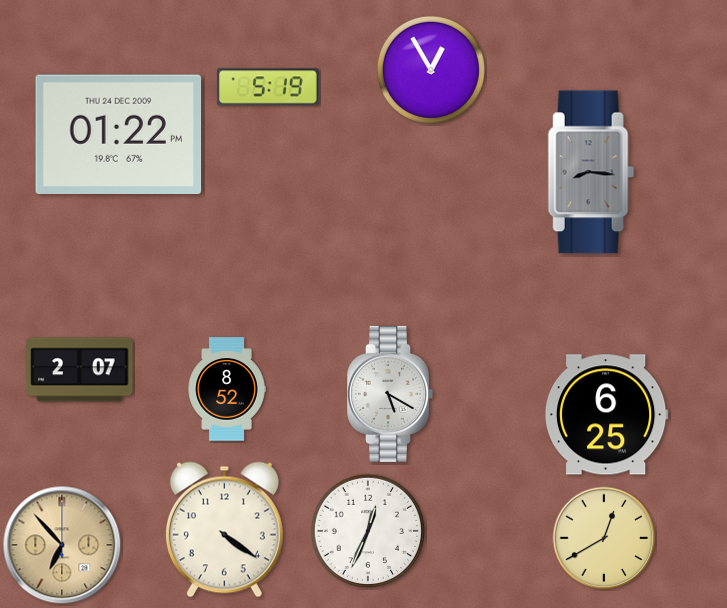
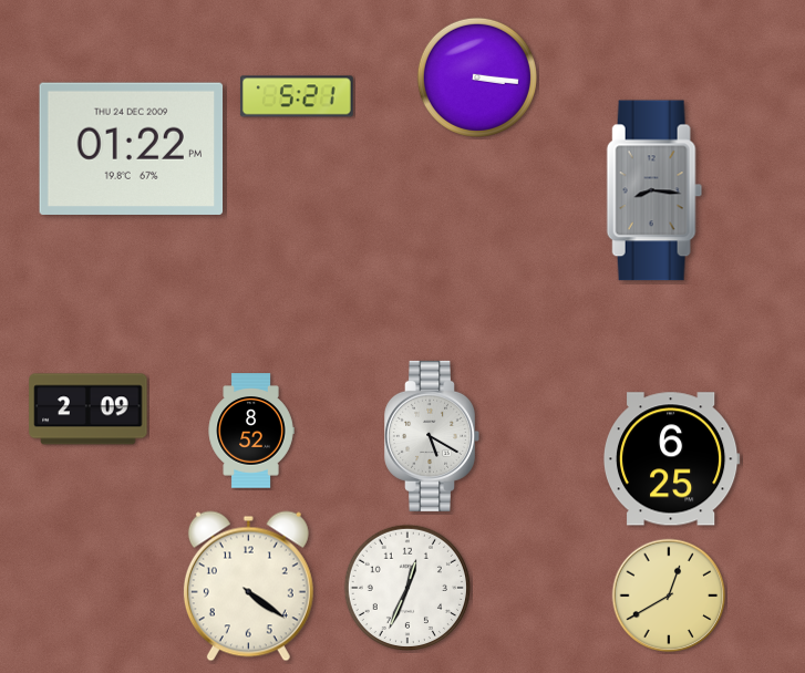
clock at (431, 70): 12:55 -> 3:16
clock at (268, 87): 5:19 -> 5:21
clock at (80, 370): 2:07 -> 2:09
clock at (62, 545): 6:53 -> none
